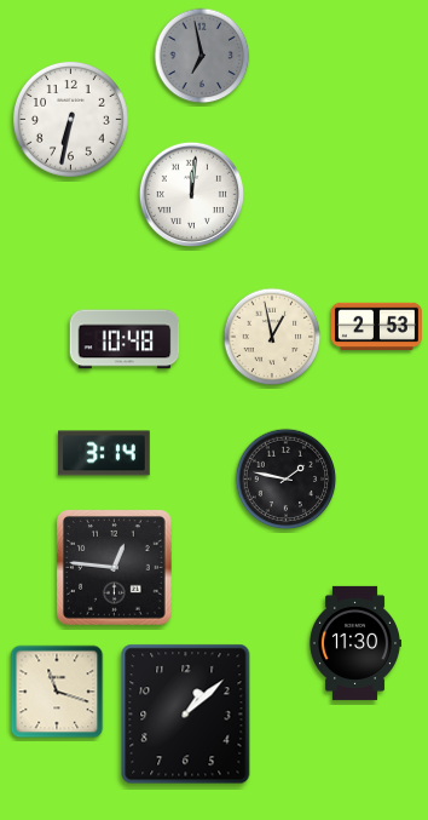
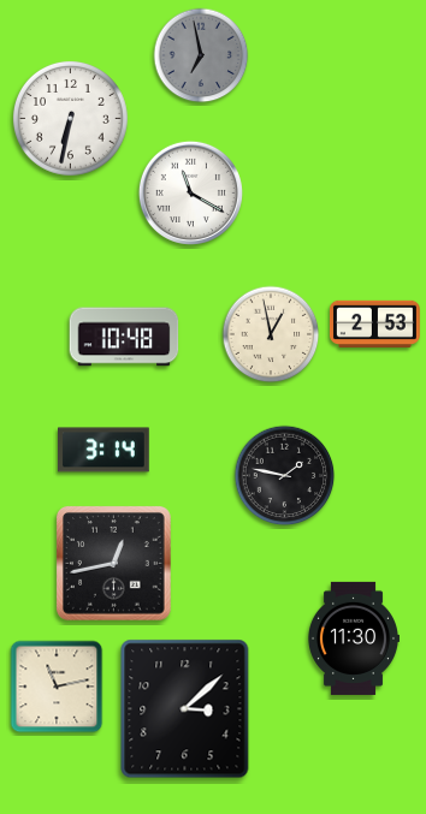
clock at (191, 194): 12:01 -> 11:20
clock at (115, 568): 12:46 -> 12:43
clock at (57, 692): 11:18 -> 11:13
clock at (186, 715): 1:08 -> 3:08
